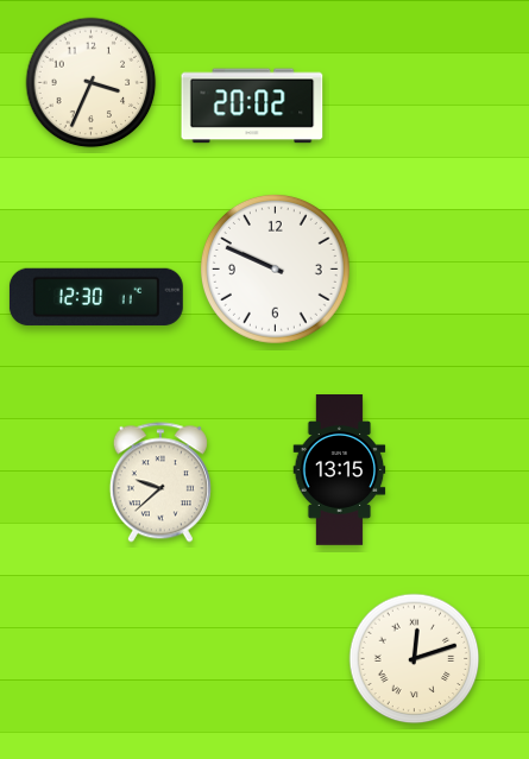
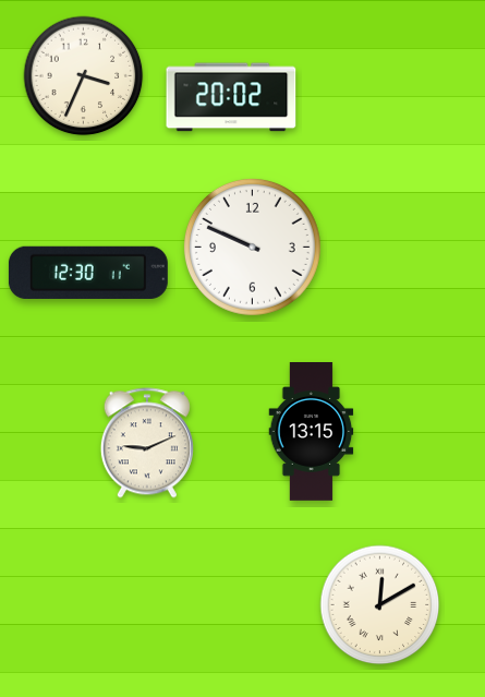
clock at (160, 482): 9:38 -> 9:11
clock at (415, 659): 12:12 -> 12:10
